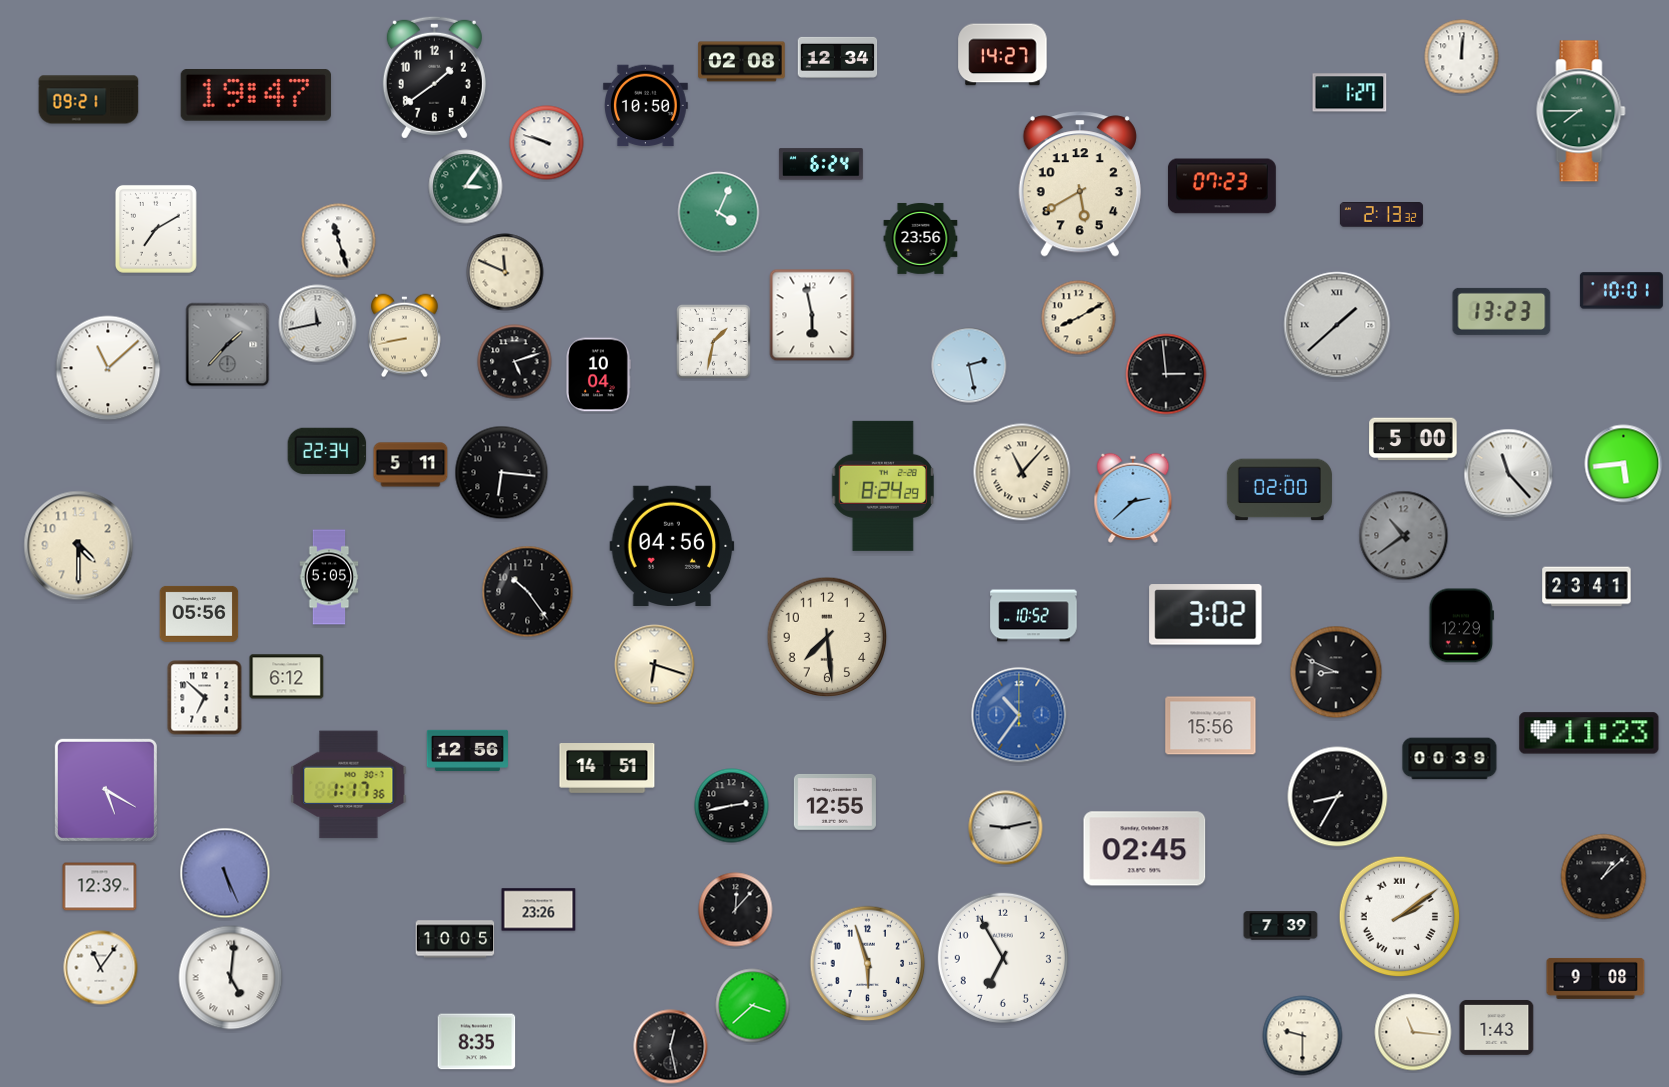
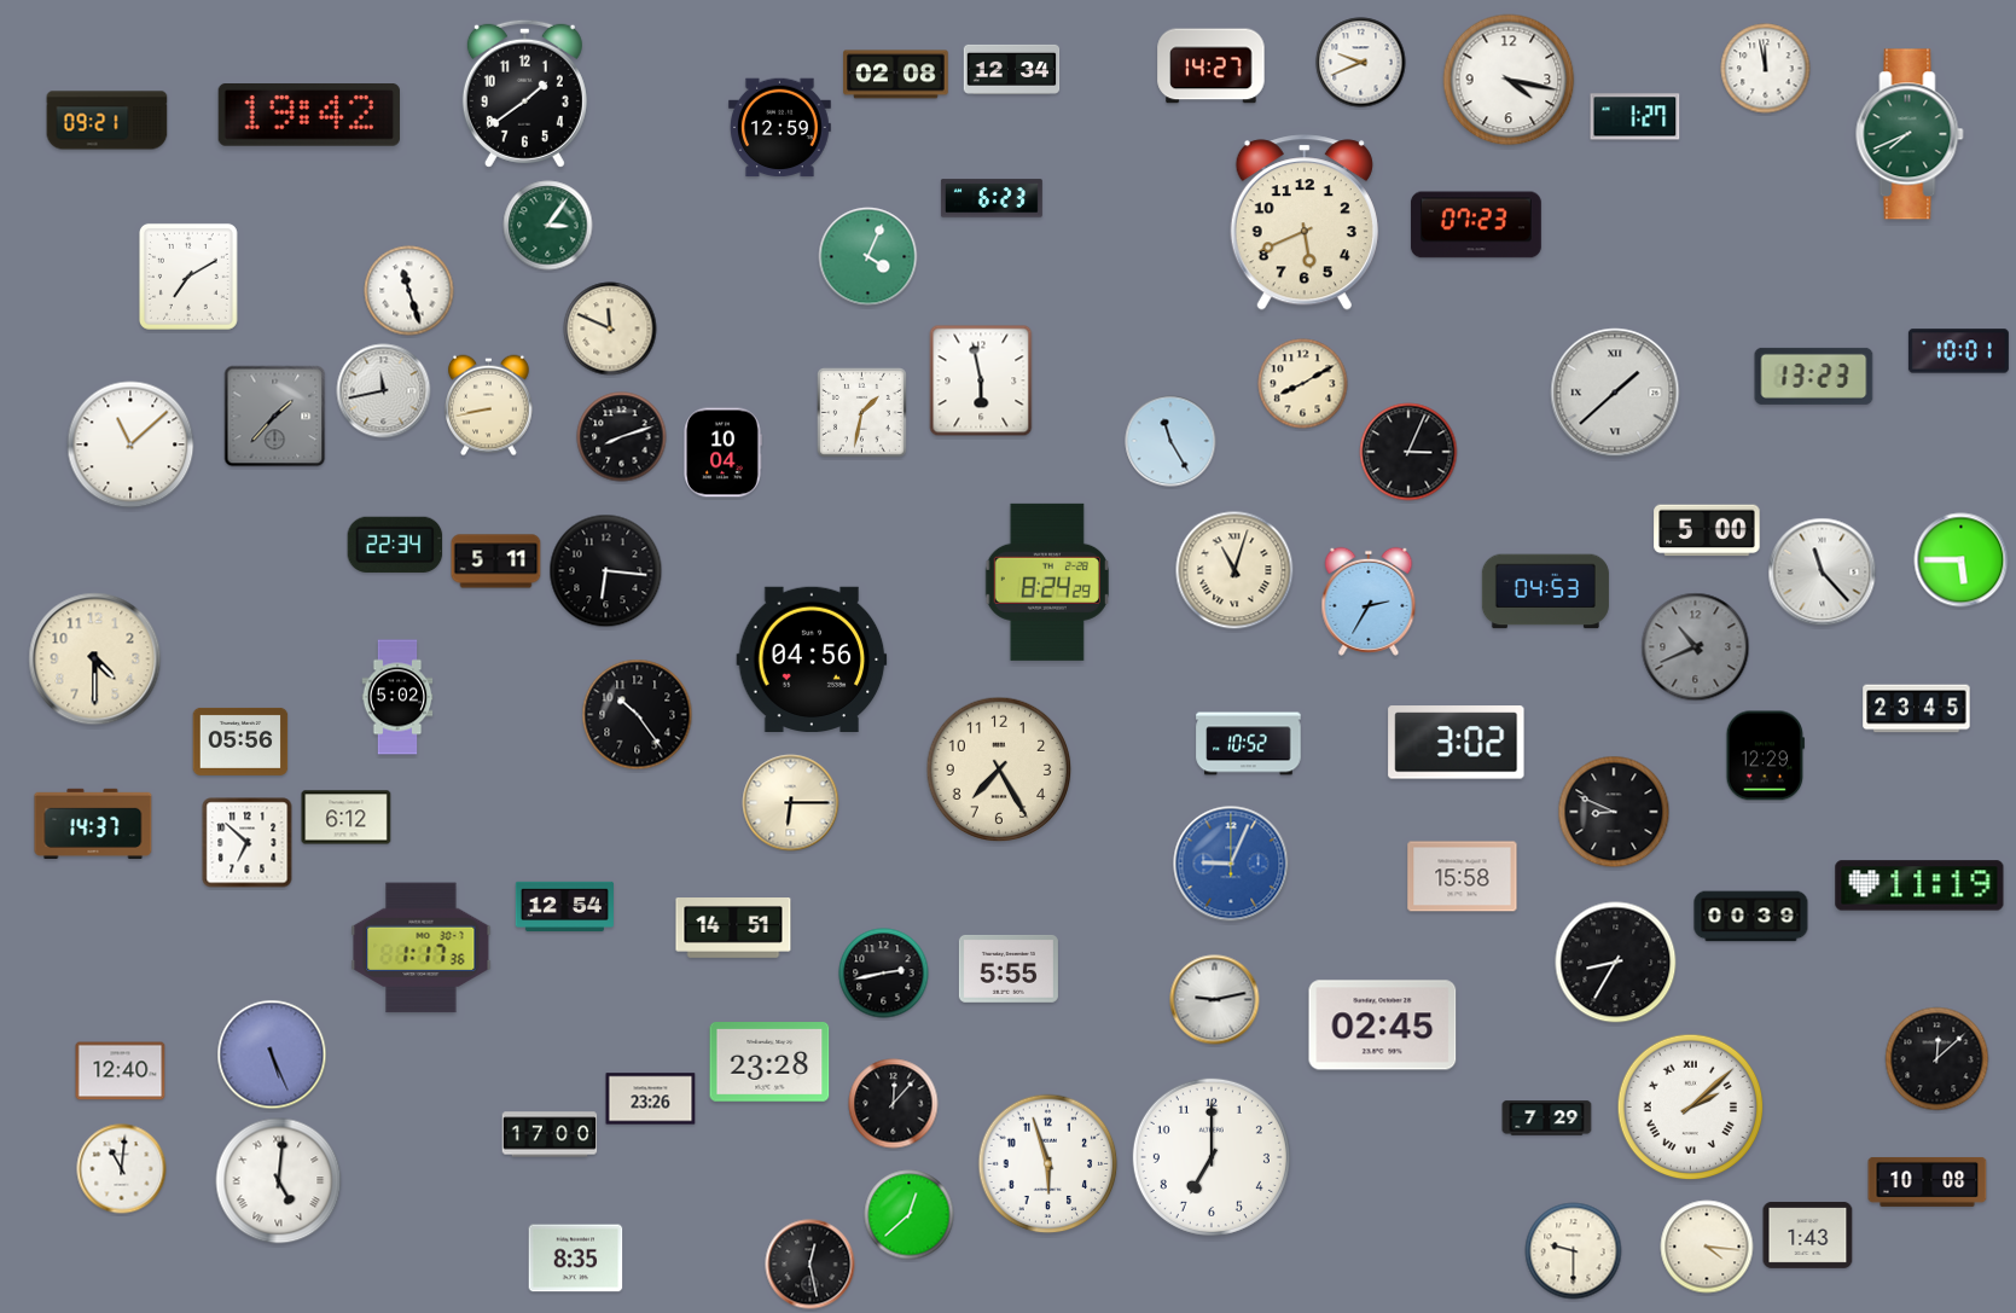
clock at (1361, 63): none -> 9:41
clock at (1462, 57): 12:01 -> 11:58
clock at (1509, 80): none -> 4:17
clock at (1350, 93) position: (1350, 93) -> (1636, 117)
clock at (256, 96): 19:47 -> 19:42
clock at (645, 106): 10:50 -> 12:59
clock at (1581, 111): 7:45 -> 7:41
clock at (547, 143): 9:48 -> none
clock at (821, 164): 6:24 -> 6:23
clock at (1080, 184): 5:40 -> 5:41
clock at (466, 187) position: (466, 187) -> (548, 226)
clock at (1381, 215): 2:13 -> none
clock at (921, 238): 23:56 -> none
clock at (515, 362): 5:12 -> 8:12
clock at (969, 365): 2:28 -> 11:25
clock at (1166, 374): 2:59 -> 3:04
clock at (1624, 464): 5:44 -> 5:45
clock at (1022, 472): 11:07 -> 11:03
clock at (883, 486) position: (883, 486) -> (1047, 582)
clock at (1279, 490): 02:00 -> 04:53
clock at (1133, 498): 2:38 -> 2:35
clock at (1404, 536): 10:39 -> 10:41
clock at (329, 577): 5:05 -> 5:02
clock at (1587, 587): 23:41 -> 23:45
clock at (827, 637): 7:29 -> 7:25
clock at (655, 665): 6:18 -> 6:15
clock at (93, 824): none -> 14:37
clock at (1019, 715): 10:36 -> 9:04
clock at (1211, 726): 15:56 -> 15:58
clock at (1589, 733): 11:23 -> 11:19
clock at (467, 750): 12:56 -> 12:54
clock at (106, 790): 5:20 -> none
clock at (835, 802): 12:55 -> 5:55
clock at (1604, 877): 1:08 -> 12:08
clock at (769, 1063): none -> 23:28
clock at (100, 887): 12:39 -> 12:40
clock at (736, 910) position: (736, 910) -> (894, 1104)
clock at (1400, 917): 2:09 -> 2:08
clock at (1281, 926): 7:39 -> 7:29
clock at (455, 939): 10:05 -> 17:00
clock at (1003, 958): 6:55 -> 7:00
clock at (101, 968): 11:06 -> 11:01
clock at (1596, 978): 9:08 -> 10:08
clock at (753, 1006): 3:38 -> 12:38
clock at (1497, 1027) position: (1497, 1027) -> (1808, 1234)
clock at (1413, 1032): 11:16 -> 4:16
